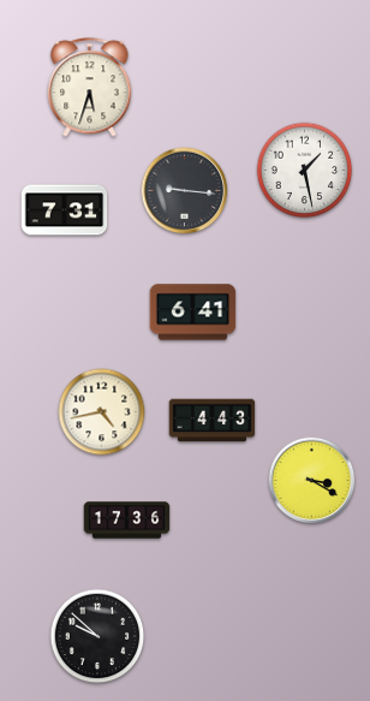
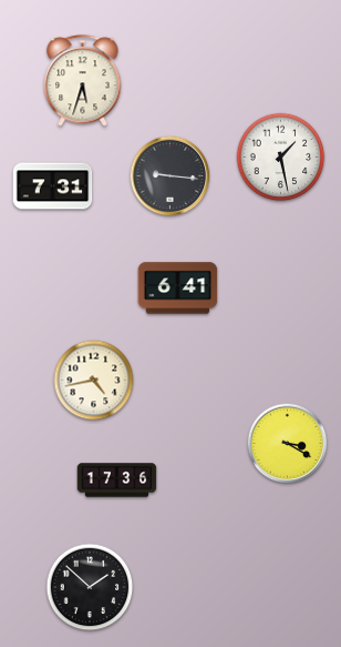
clock at (65, 210) position: (65, 210) -> (53, 186)
clock at (213, 421): 4:43 -> none
clock at (97, 636): 9:52 -> 1:52
